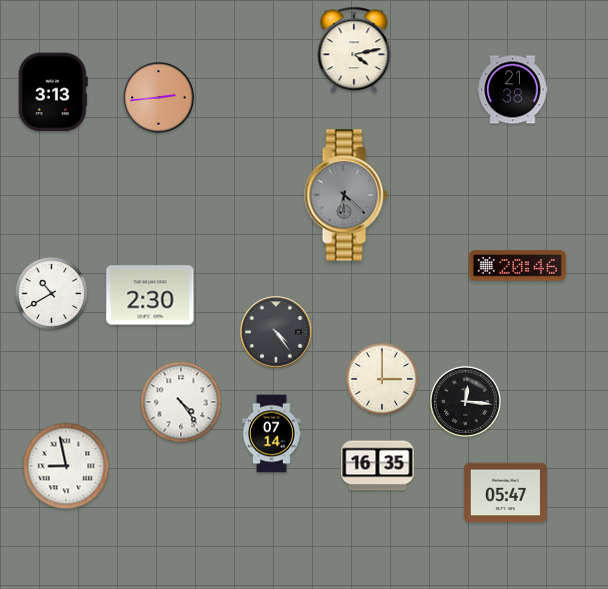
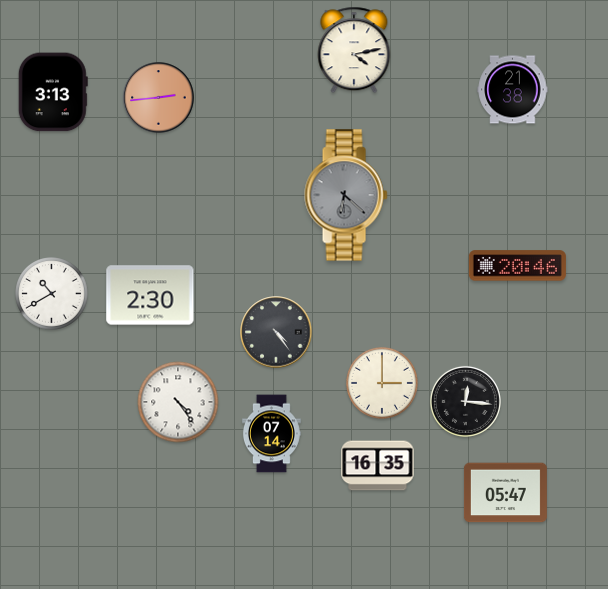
clock at (382, 379) position: (382, 379) -> (382, 383)
clock at (181, 402) position: (181, 402) -> (178, 402)
clock at (66, 466): 8:58 -> none
